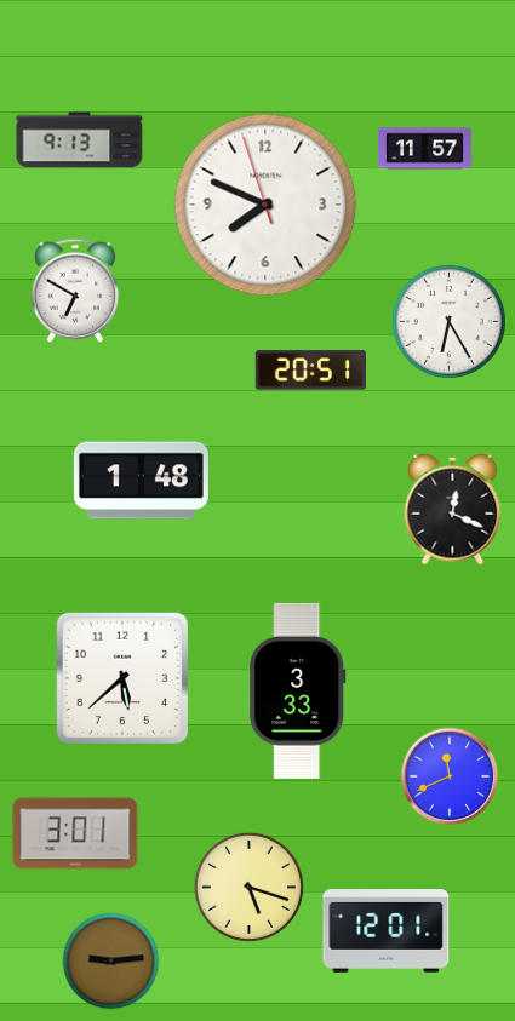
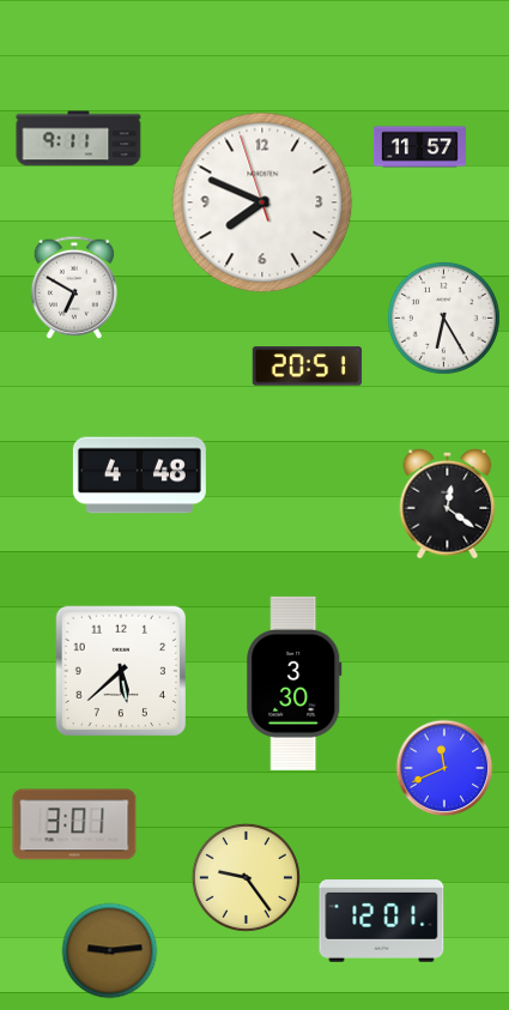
clock at (80, 140): 9:13 -> 9:11
clock at (141, 481): 1:48 -> 4:48
clock at (453, 509): 12:19 -> 12:21
clock at (298, 690): 3:33 -> 3:30
clock at (248, 887): 5:18 -> 9:24
